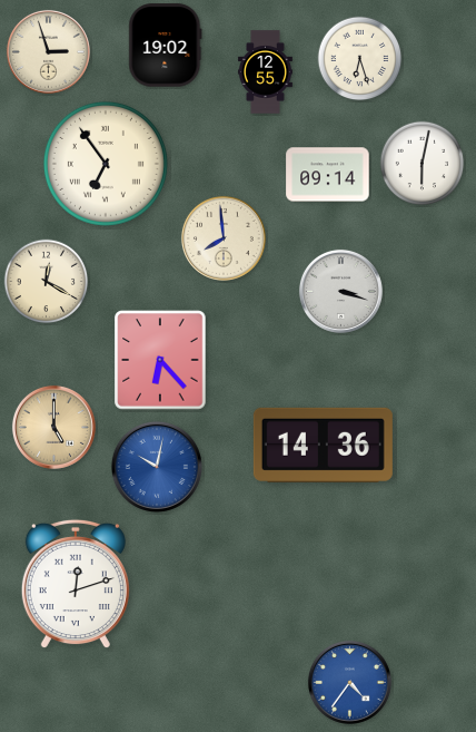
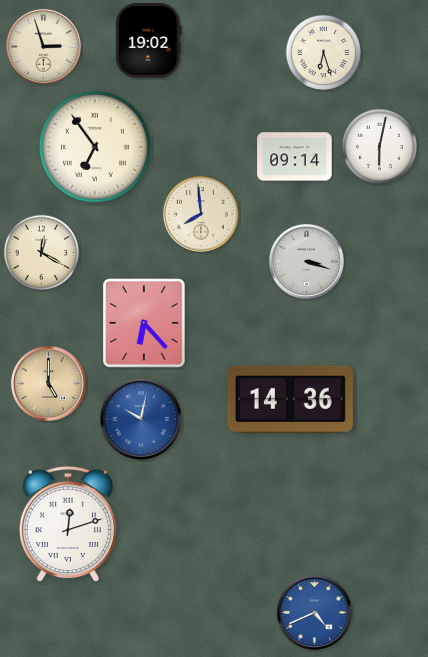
clock at (266, 72): 12:55 -> none
clock at (349, 682): 4:36 -> 4:41
